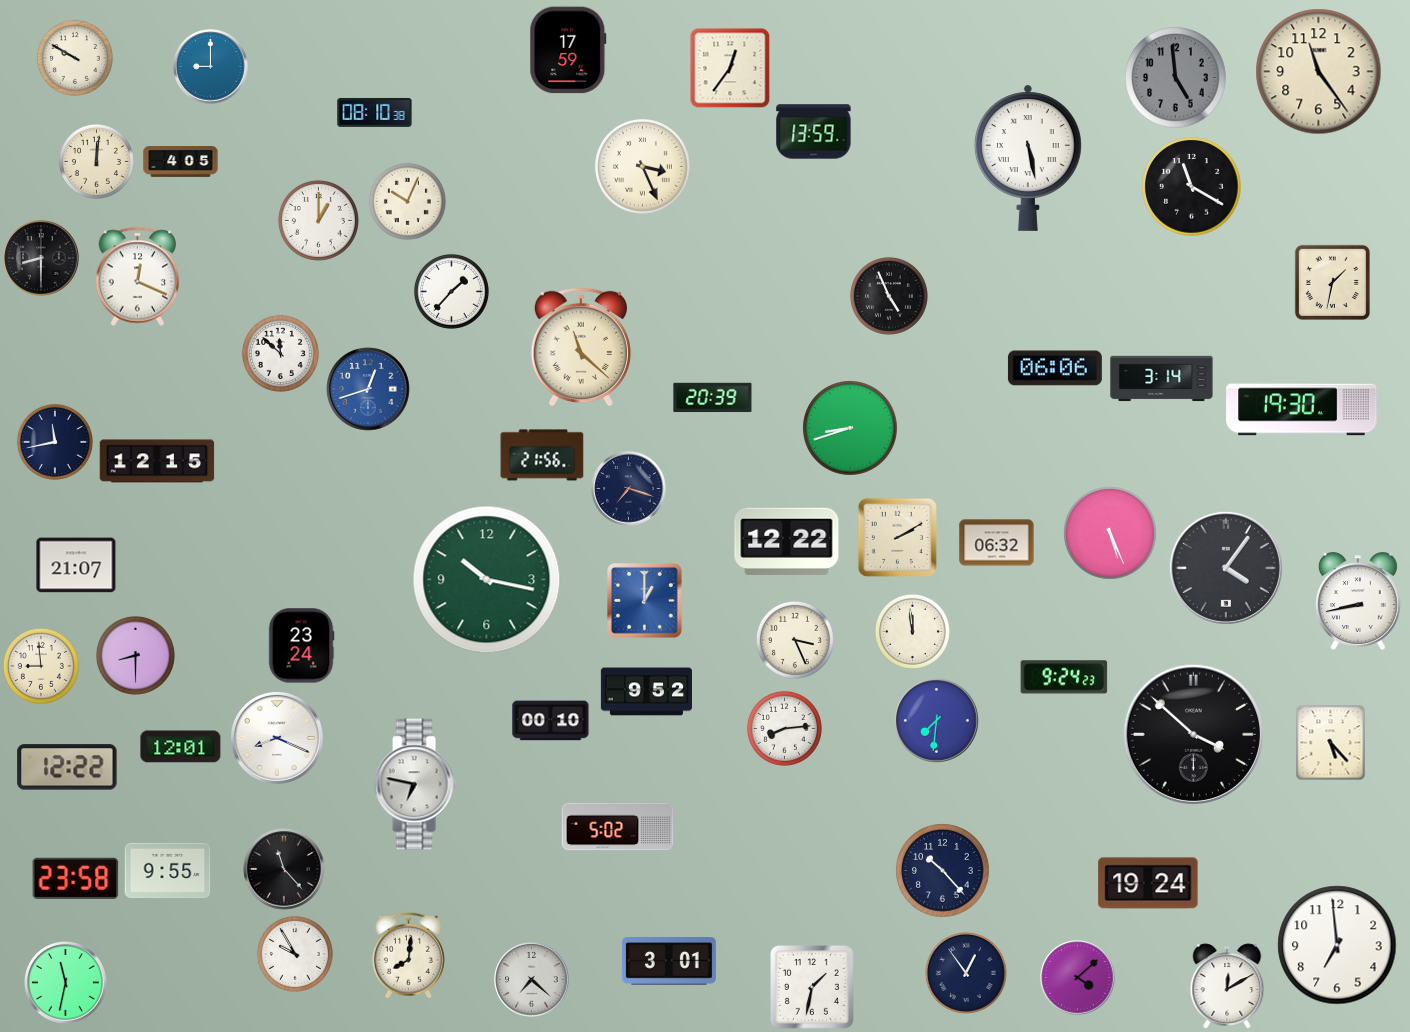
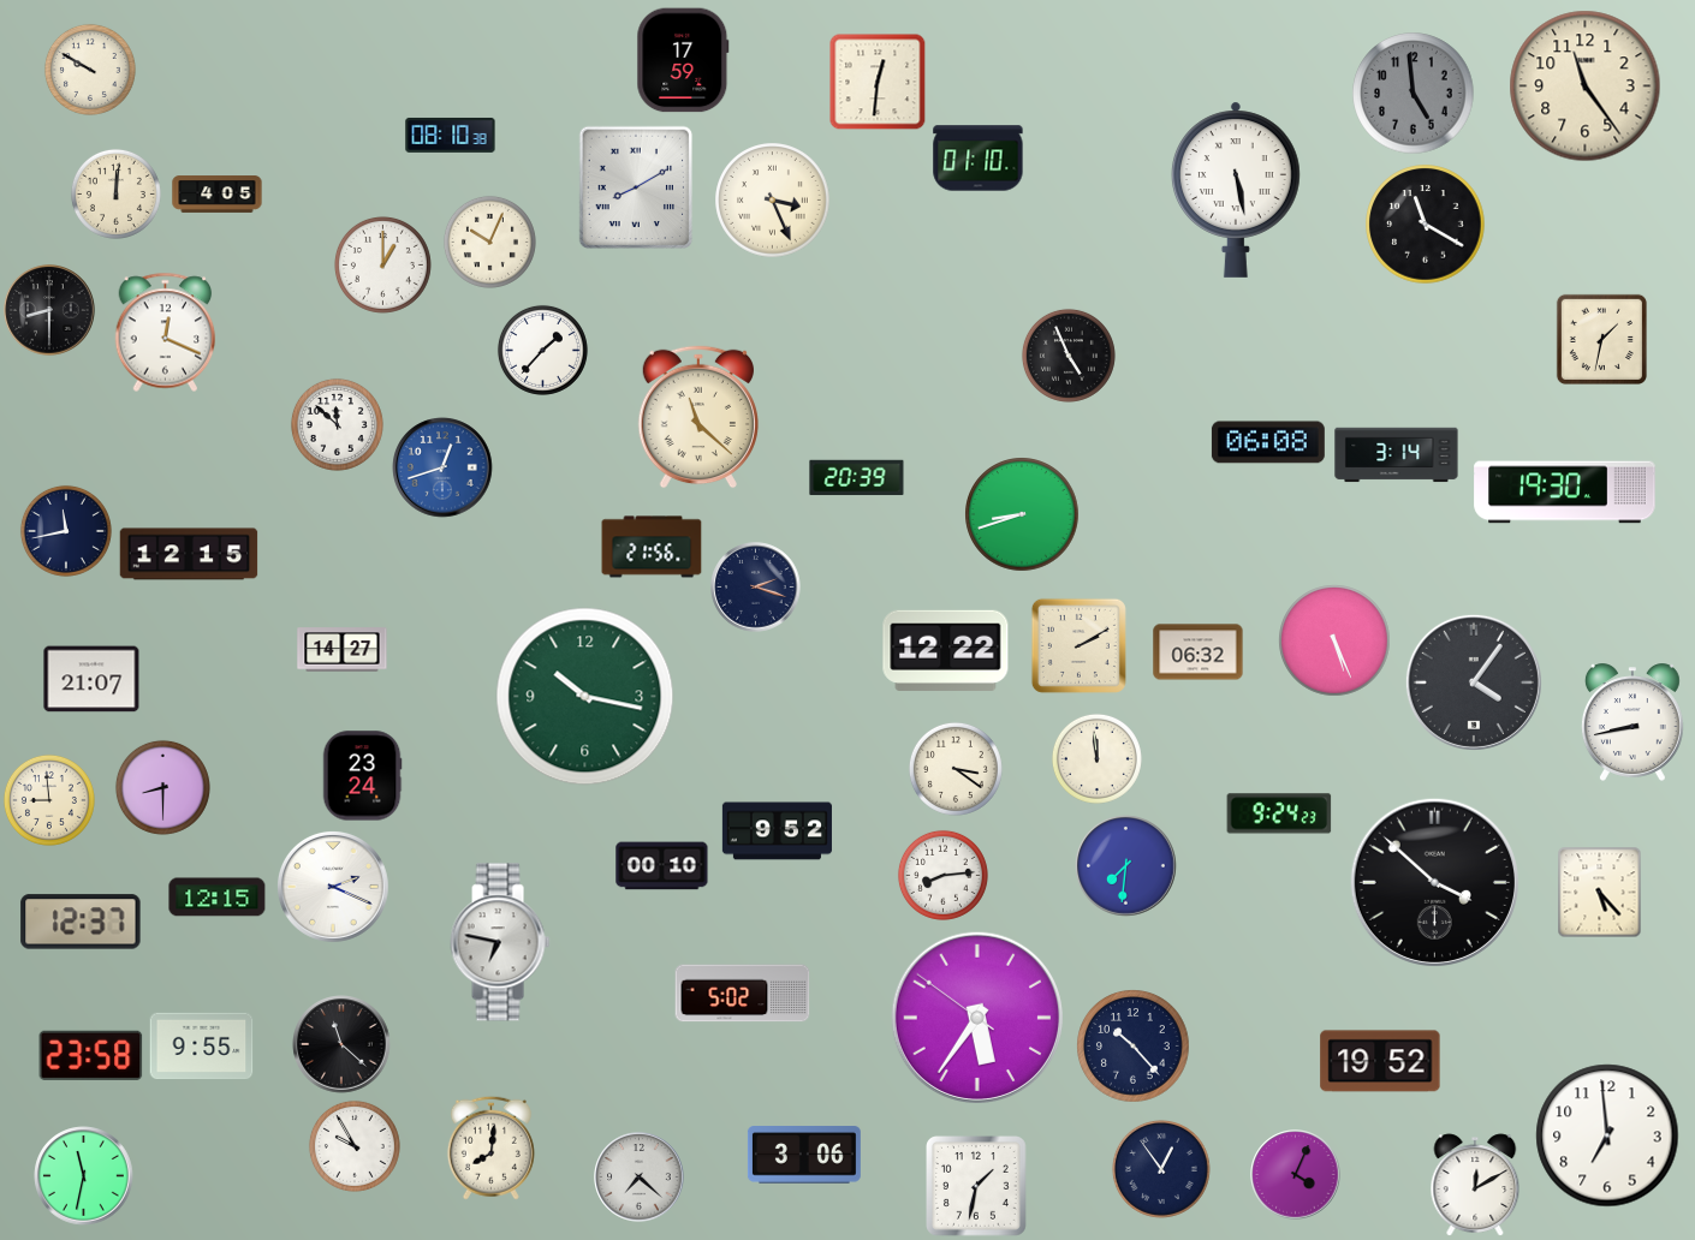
clock at (211, 67): 9:00 -> none
clock at (730, 68): 12:36 -> 12:31
clock at (814, 132): 13:59 -> 01:10
clock at (636, 187): none -> 8:10
clock at (1192, 187) position: (1192, 187) -> (1426, 225)
clock at (1055, 368): 06:06 -> 06:08
clock at (629, 489): 7:18 -> 2:18
clock at (343, 650): none -> 14:27
clock at (645, 601): 1:00 -> none
clock at (795, 640): 3:26 -> 3:21
clock at (277, 738): 8:19 -> 2:19
clock at (181, 747): 12:01 -> 12:15
clock at (67, 767): 12:22 -> 12:37
clock at (977, 1018): none -> 5:35
clock at (284, 869): 11:23 -> 11:22
clock at (1148, 883): 19:24 -> 19:52
clock at (669, 961): 3:01 -> 3:06
clock at (1078, 978): 4:08 -> 4:04
clock at (66, 983) position: (66, 983) -> (84, 1176)
